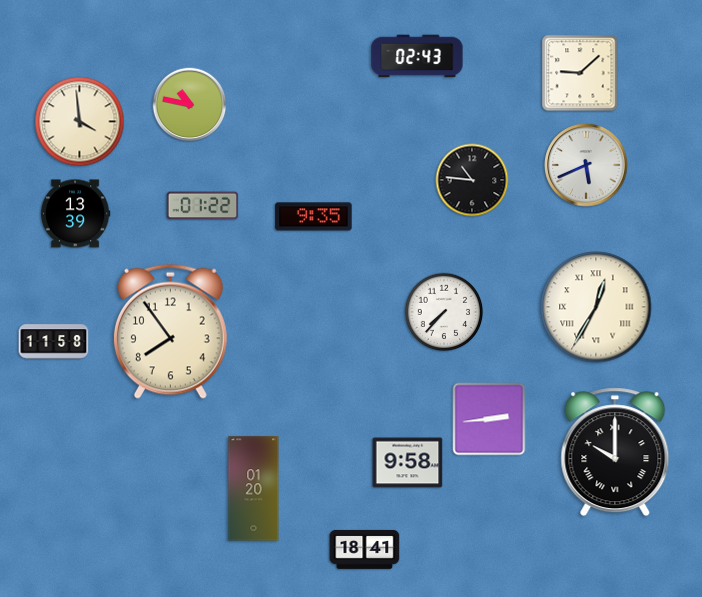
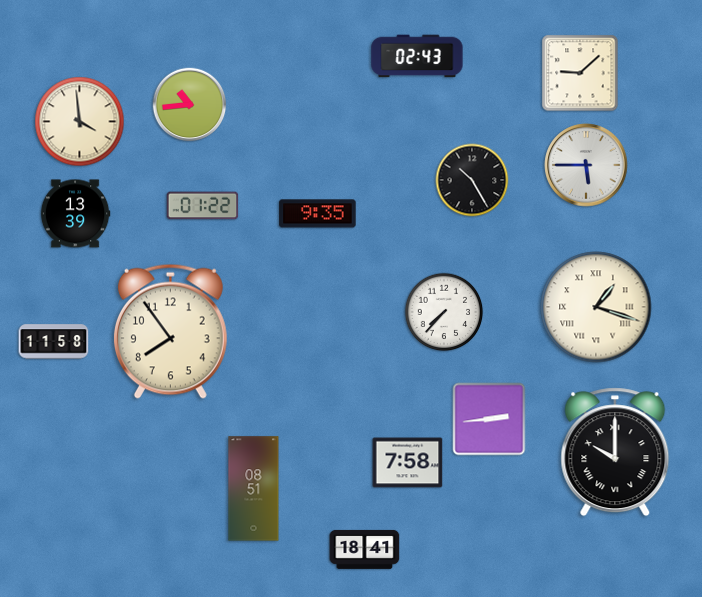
clock at (190, 105): 10:47 -> 10:44
clock at (586, 165): 5:41 -> 5:45
clock at (472, 180): 10:46 -> 10:25
clock at (314, 217) position: (314, 217) -> (318, 214)
clock at (596, 307): 12:35 -> 1:18
clock at (408, 463): 9:58 -> 7:58
clock at (254, 489): 01:20 -> 08:51
